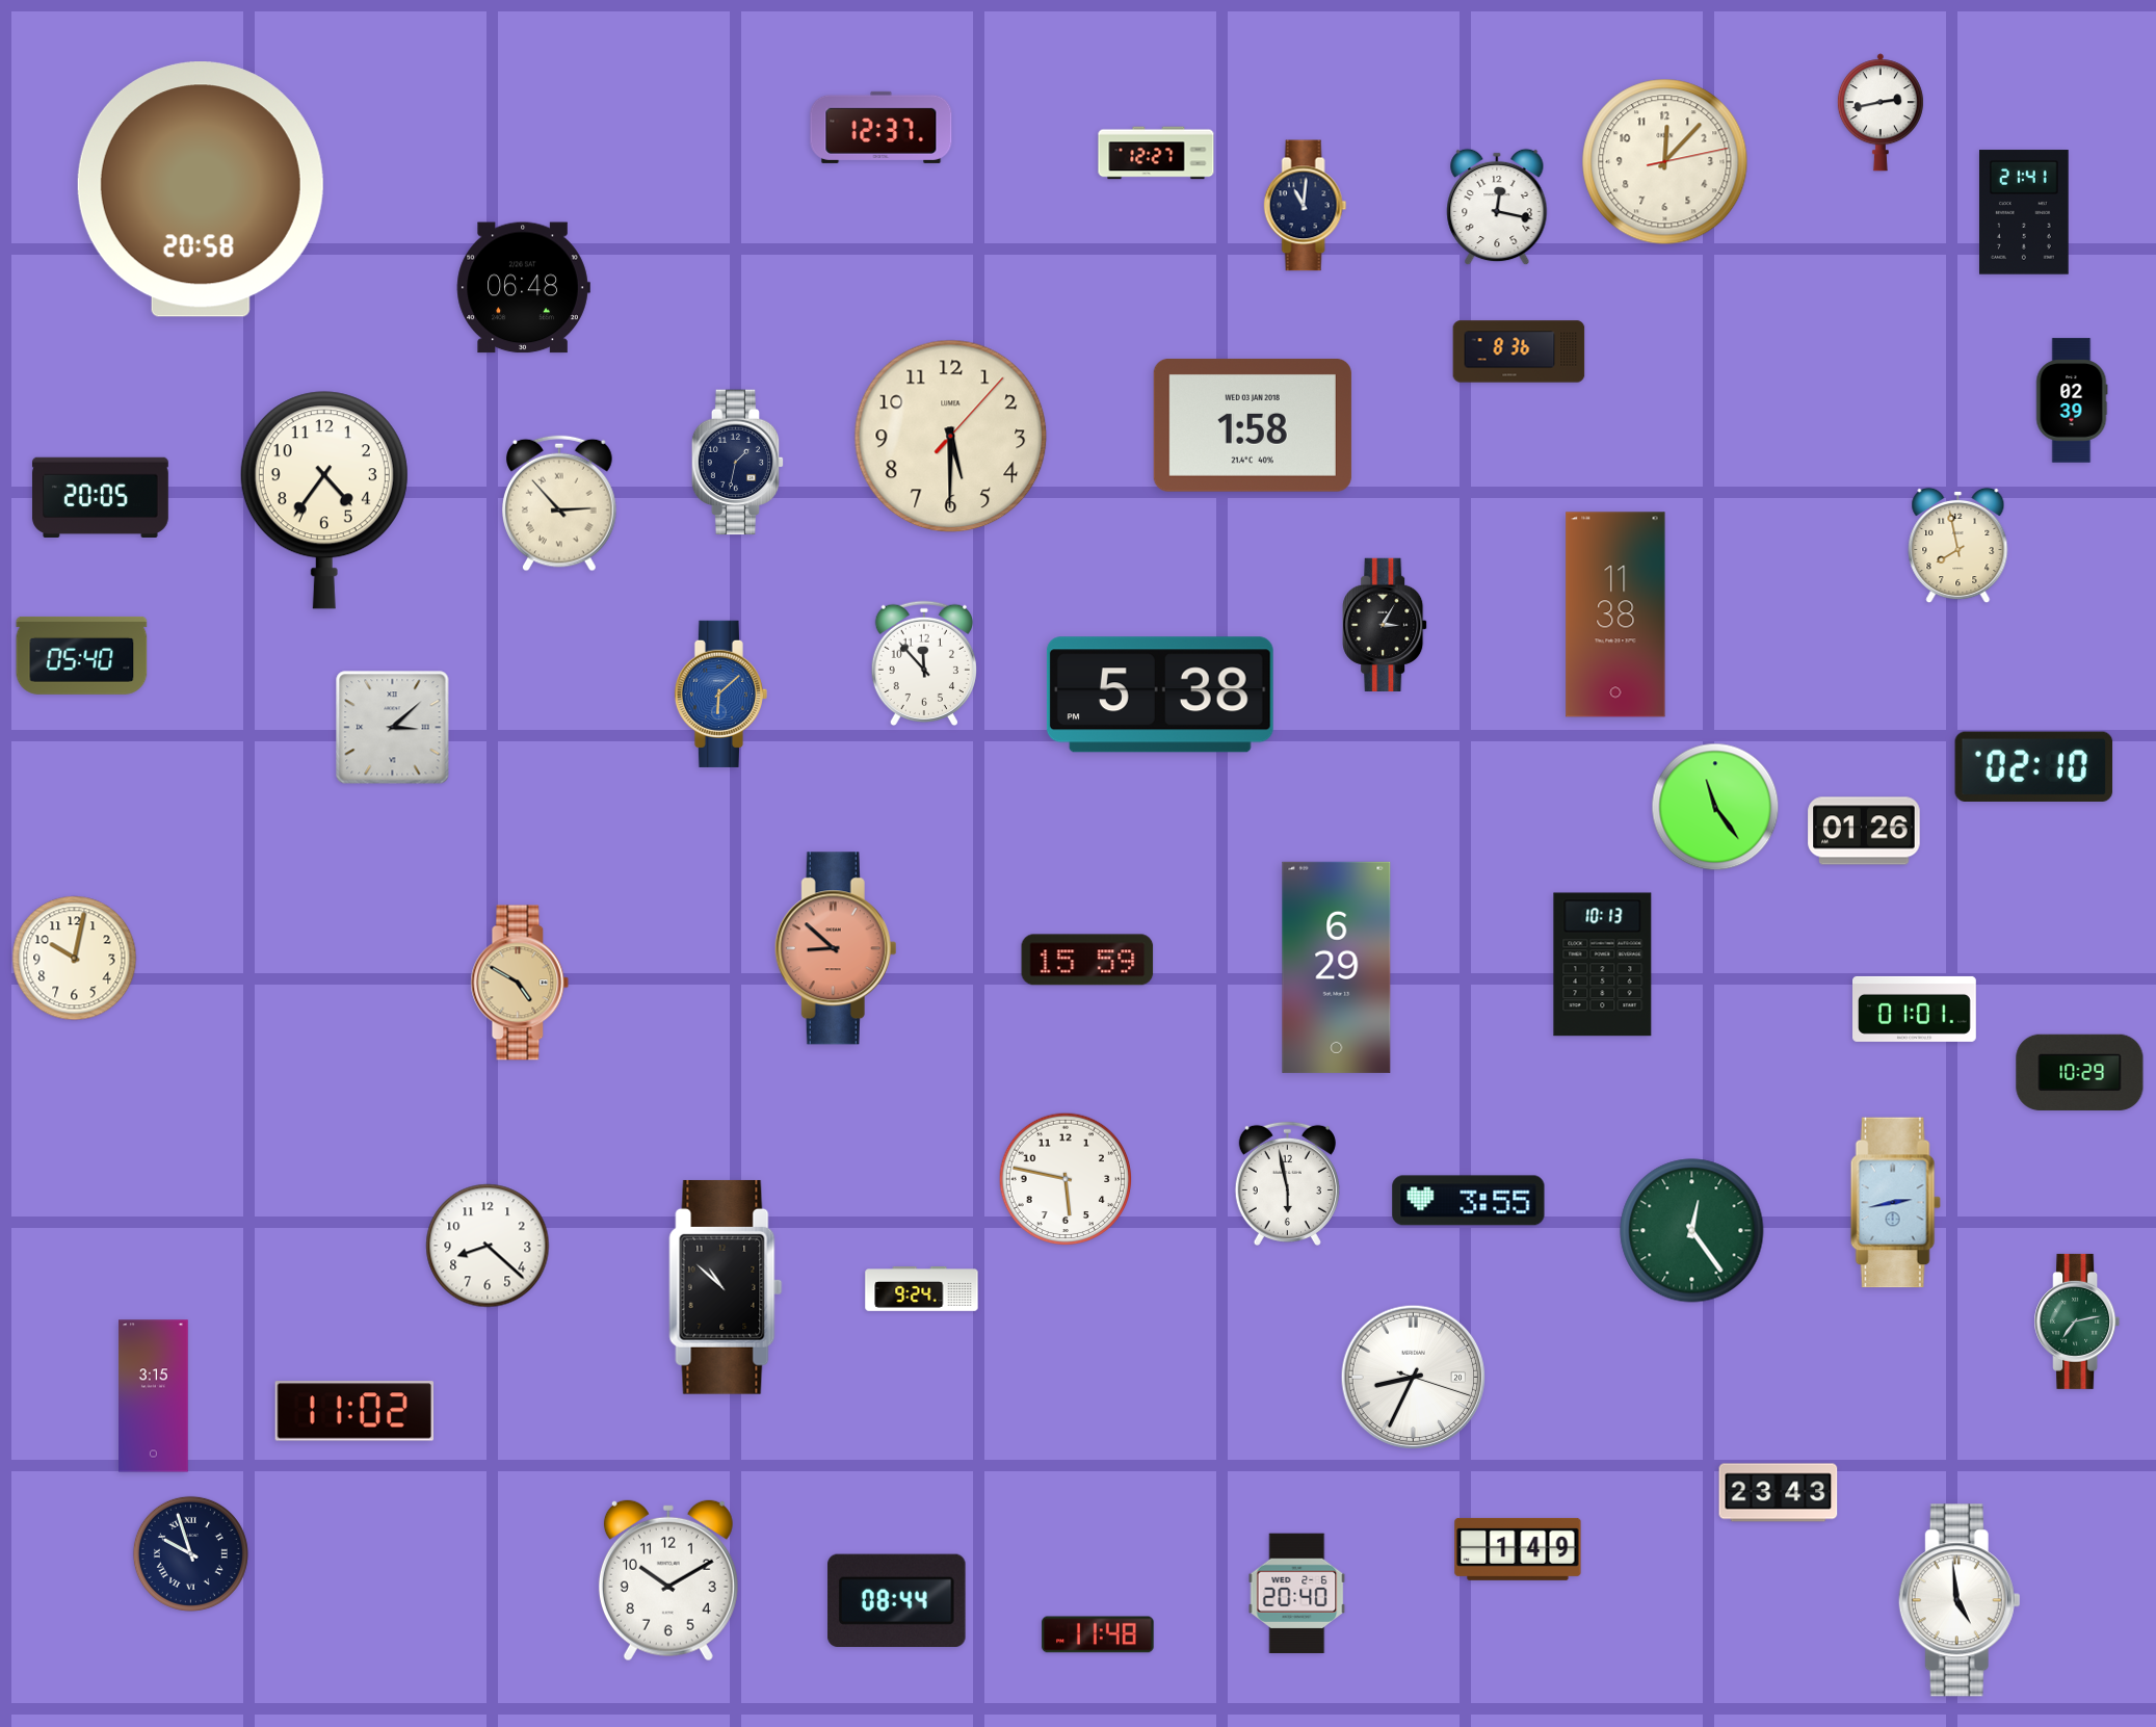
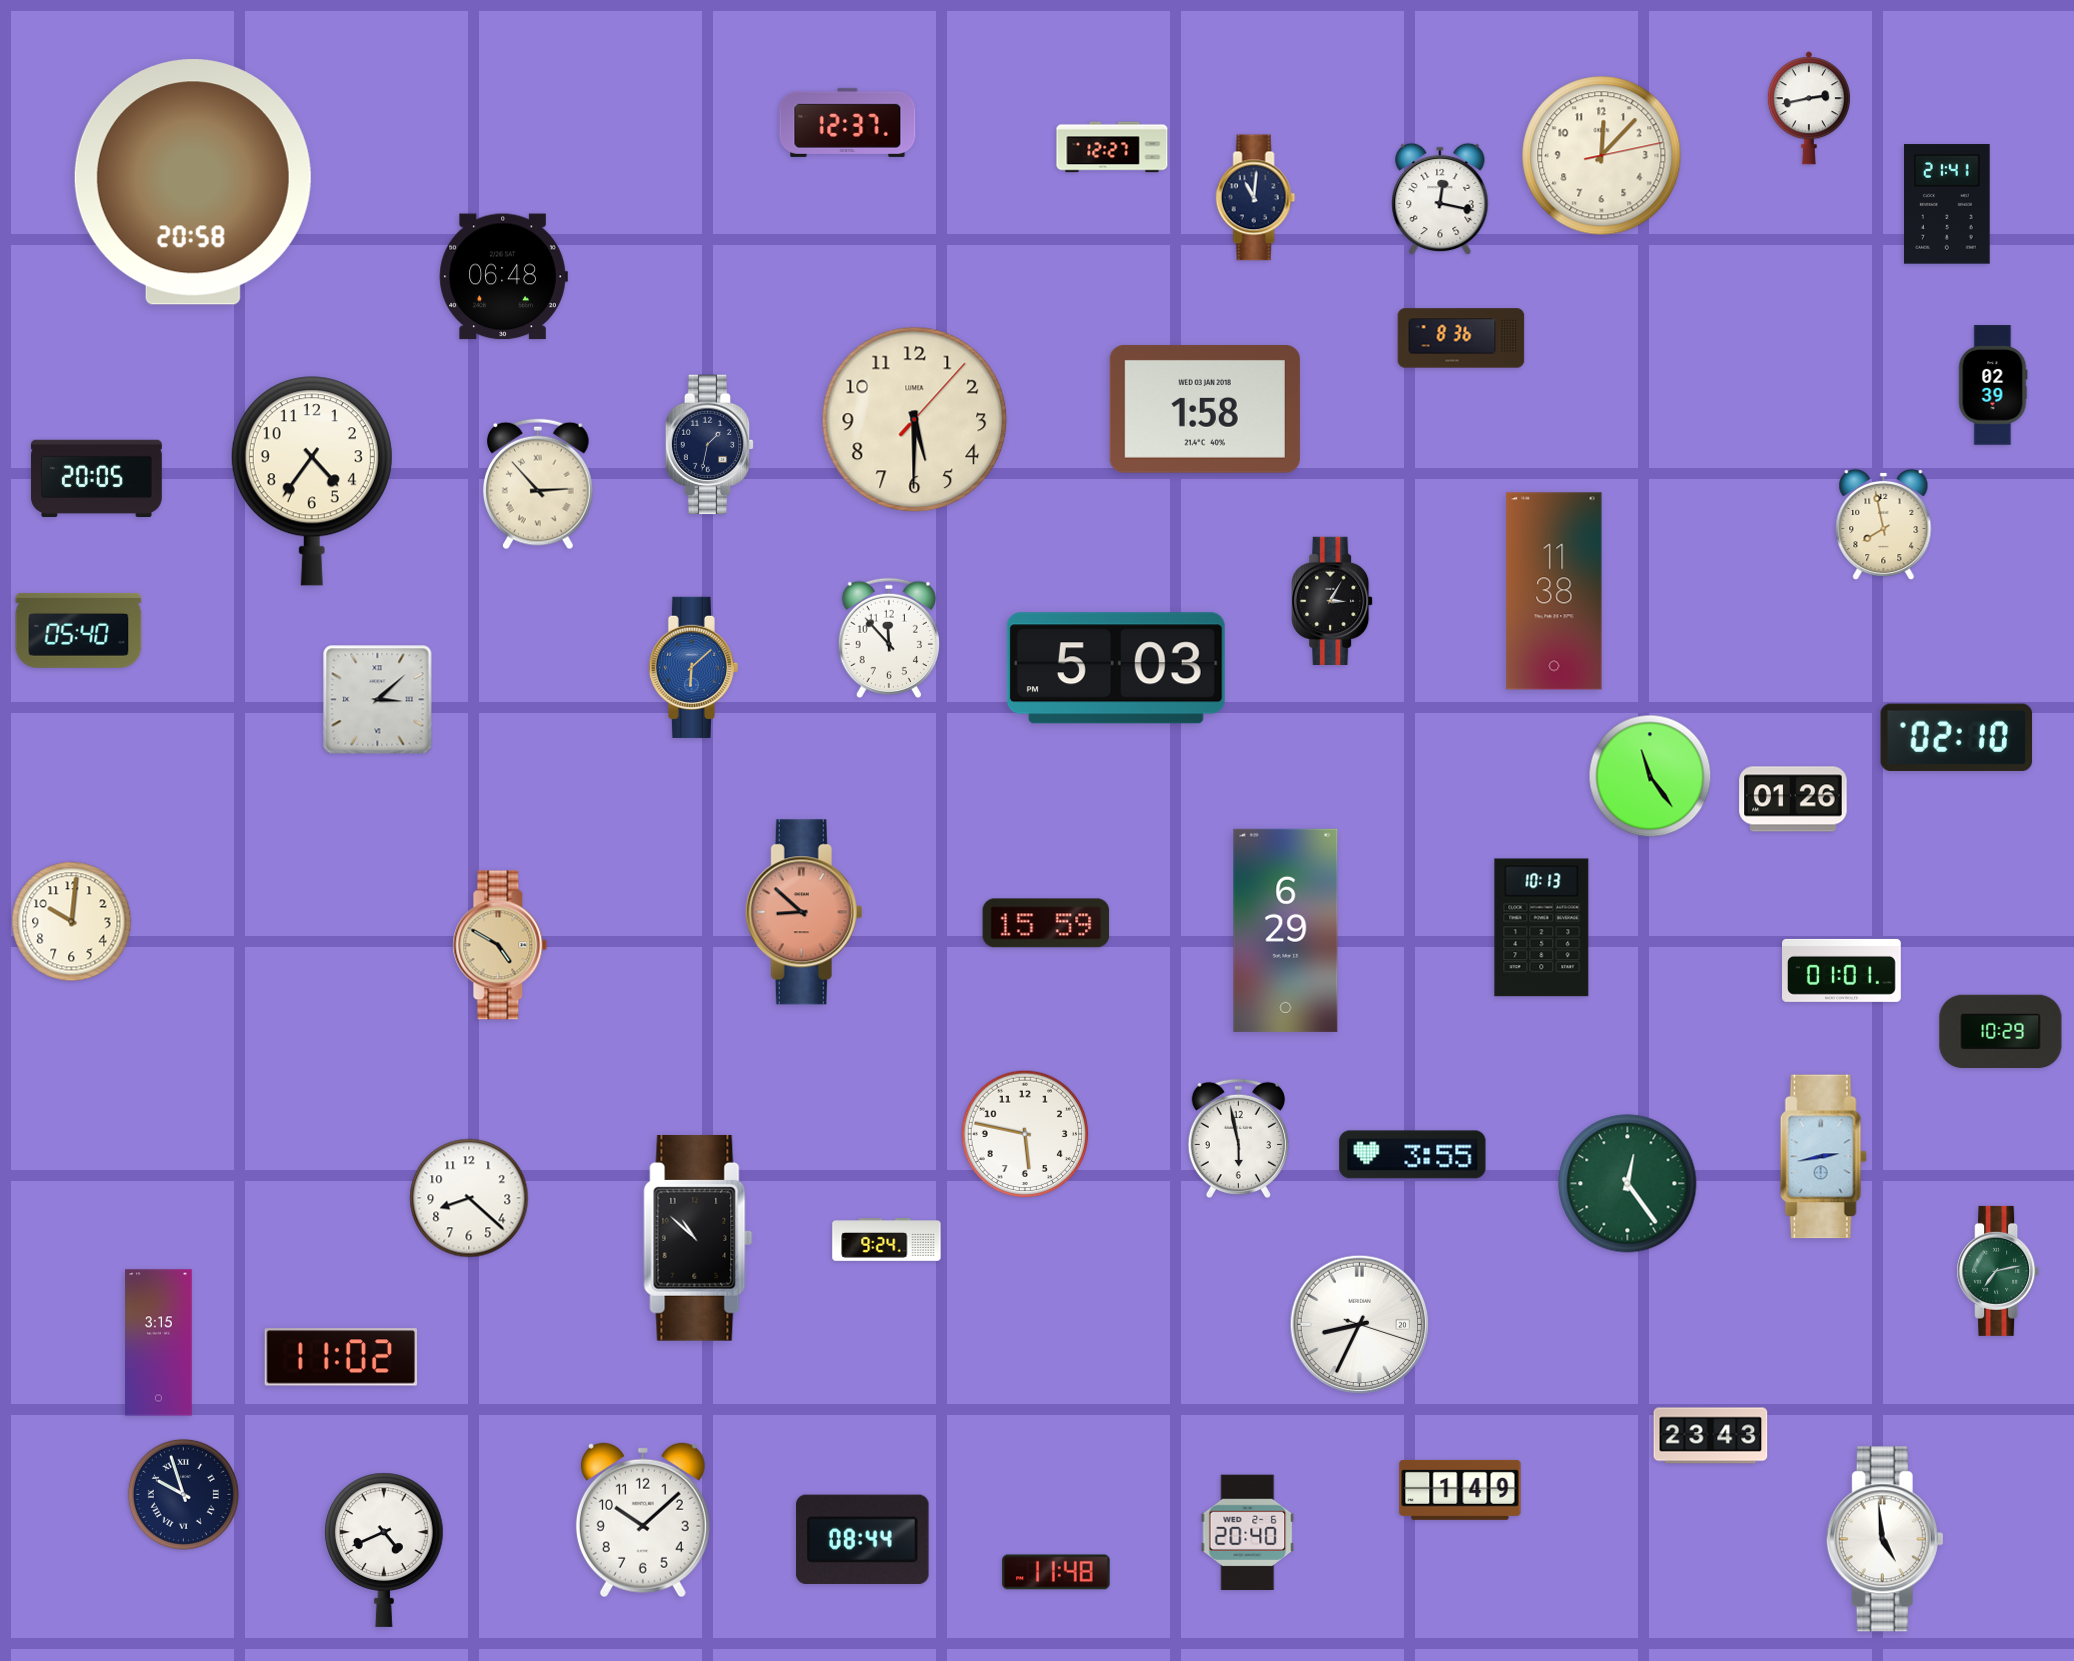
clock at (1160, 695): 5:38 -> 5:03
clock at (75, 959): 10:02 -> 10:01
clock at (154, 1396) position: (154, 1396) -> (159, 1343)
clock at (668, 1580): 10:10 -> 10:08
clock at (384, 1550): none -> 4:41
